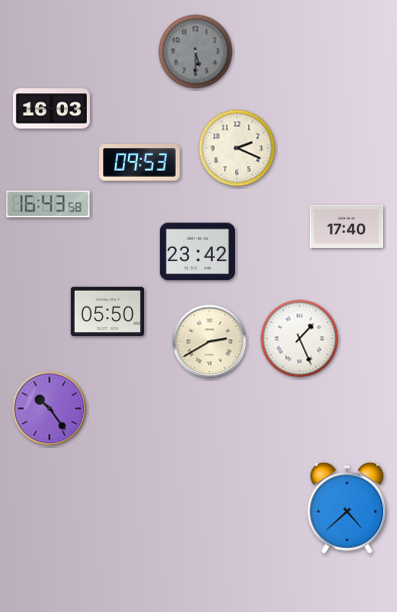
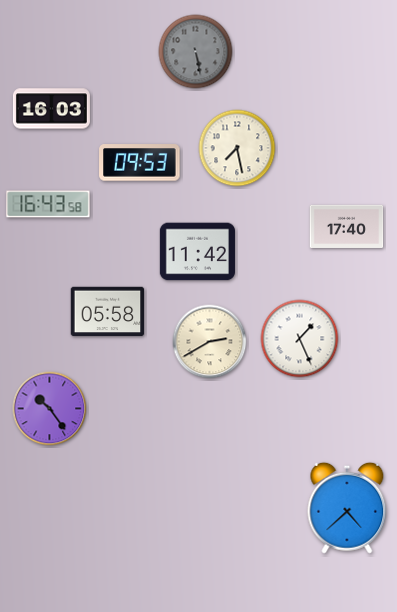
clock at (196, 52): 5:30 -> 5:28
clock at (237, 148): 2:19 -> 7:28
clock at (197, 252): 23:42 -> 11:42
clock at (108, 312): 05:50 -> 05:58
